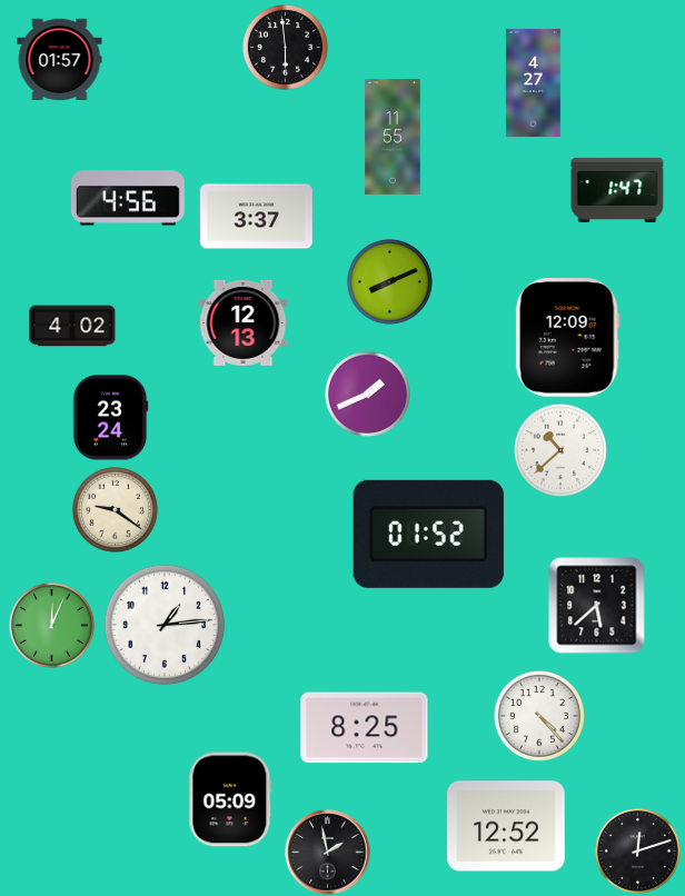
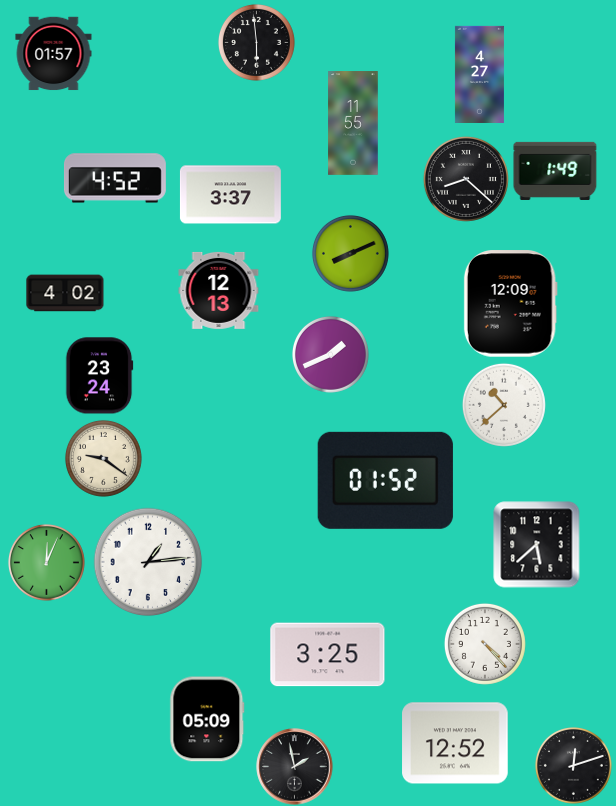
clock at (617, 190): 1:47 -> 1:49
clock at (128, 198): 4:56 -> 4:52
clock at (466, 179): none -> 8:22
clock at (365, 728): 8:25 -> 3:25
